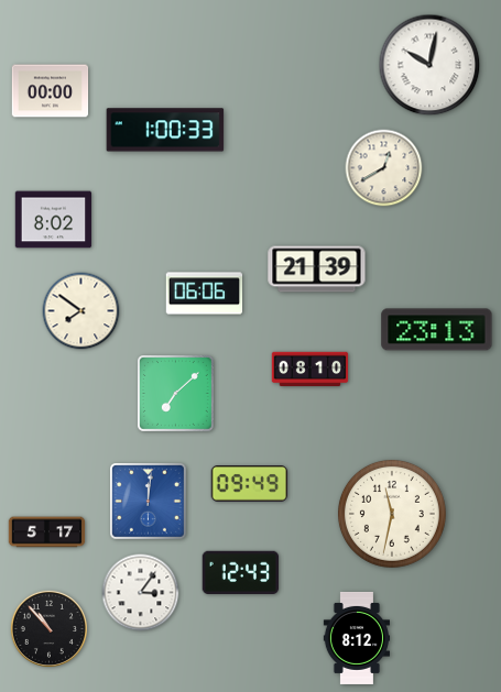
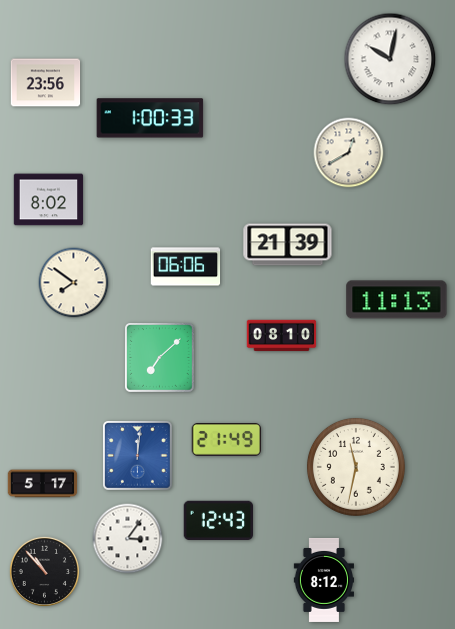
clock at (51, 91): 00:00 -> 23:56
clock at (437, 330): 23:13 -> 11:13
clock at (249, 484): 09:49 -> 21:49
clock at (149, 502) position: (149, 502) -> (138, 456)
